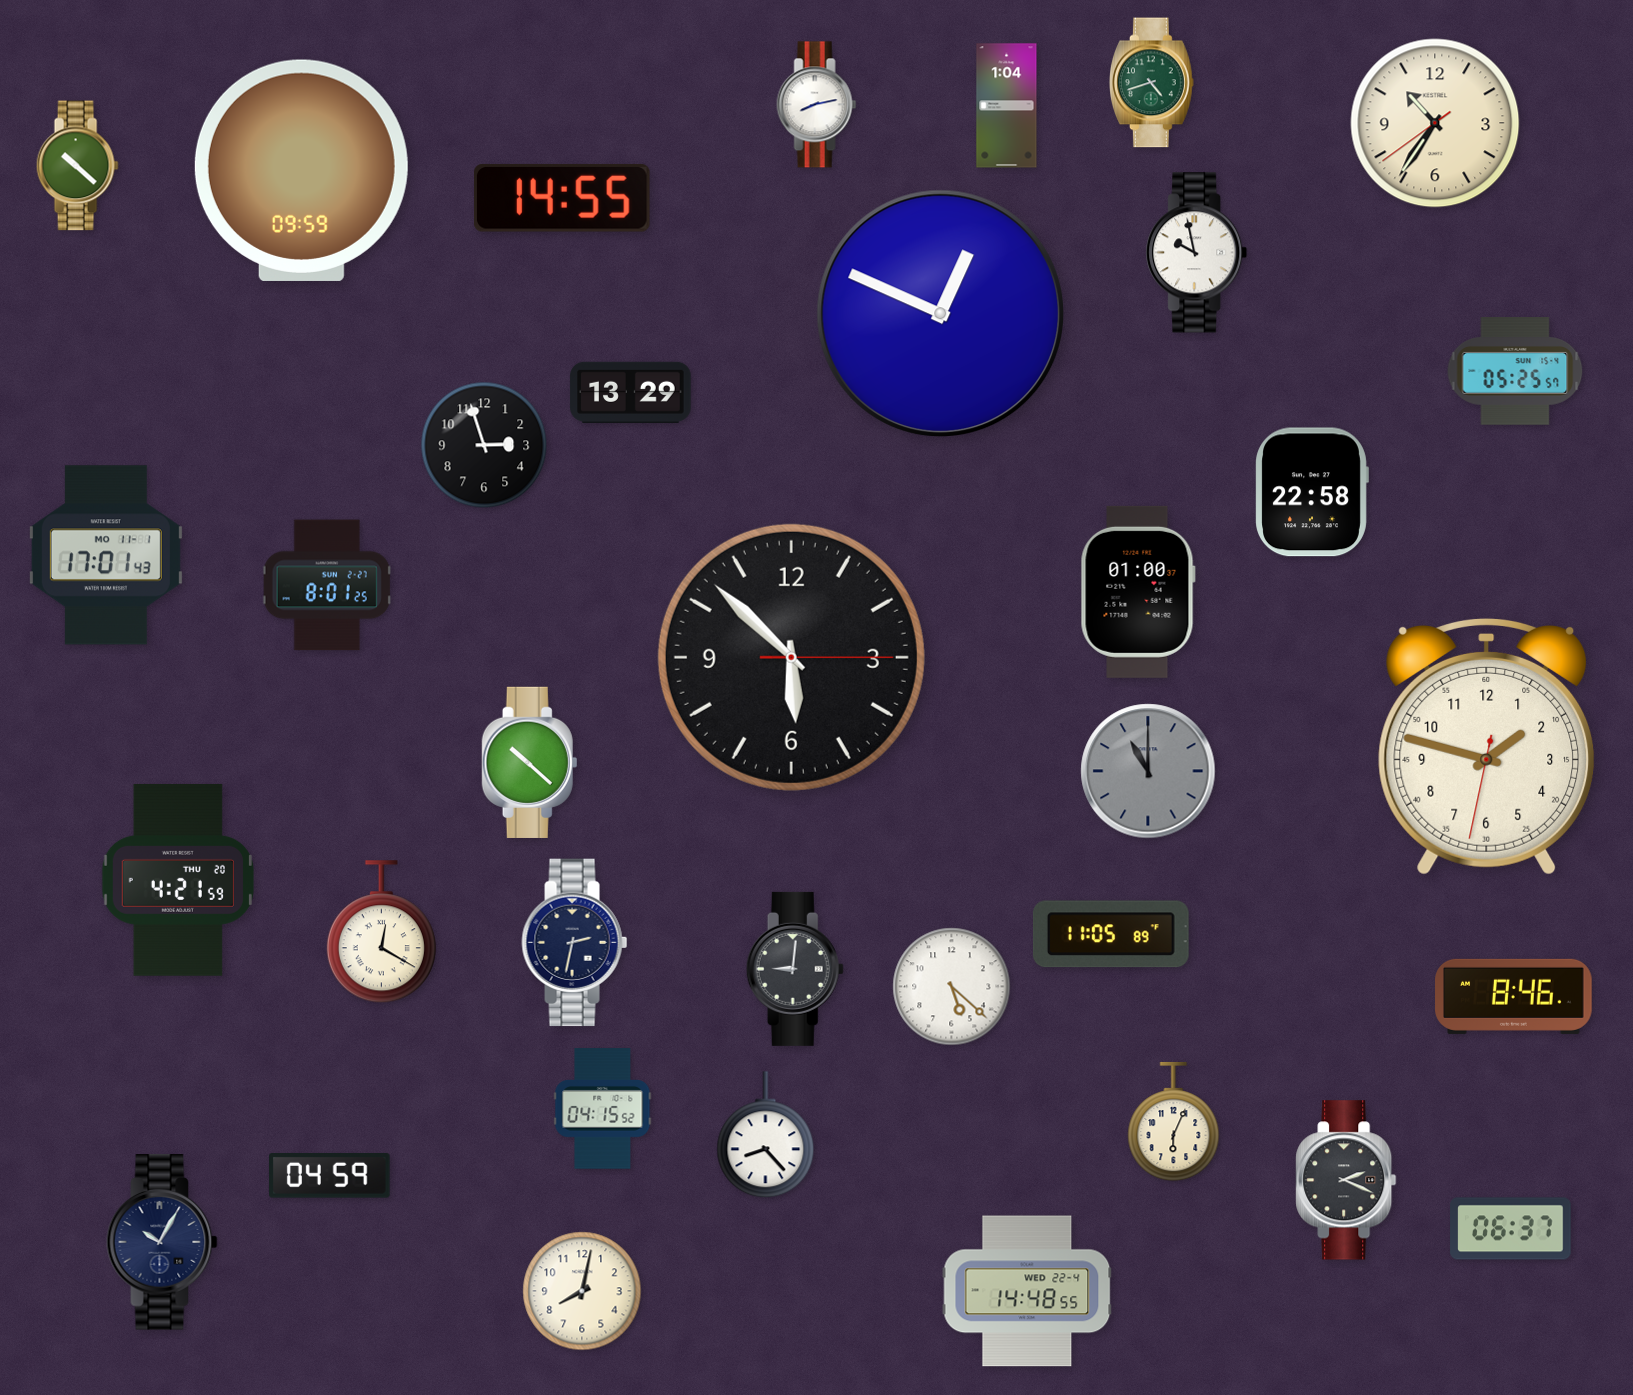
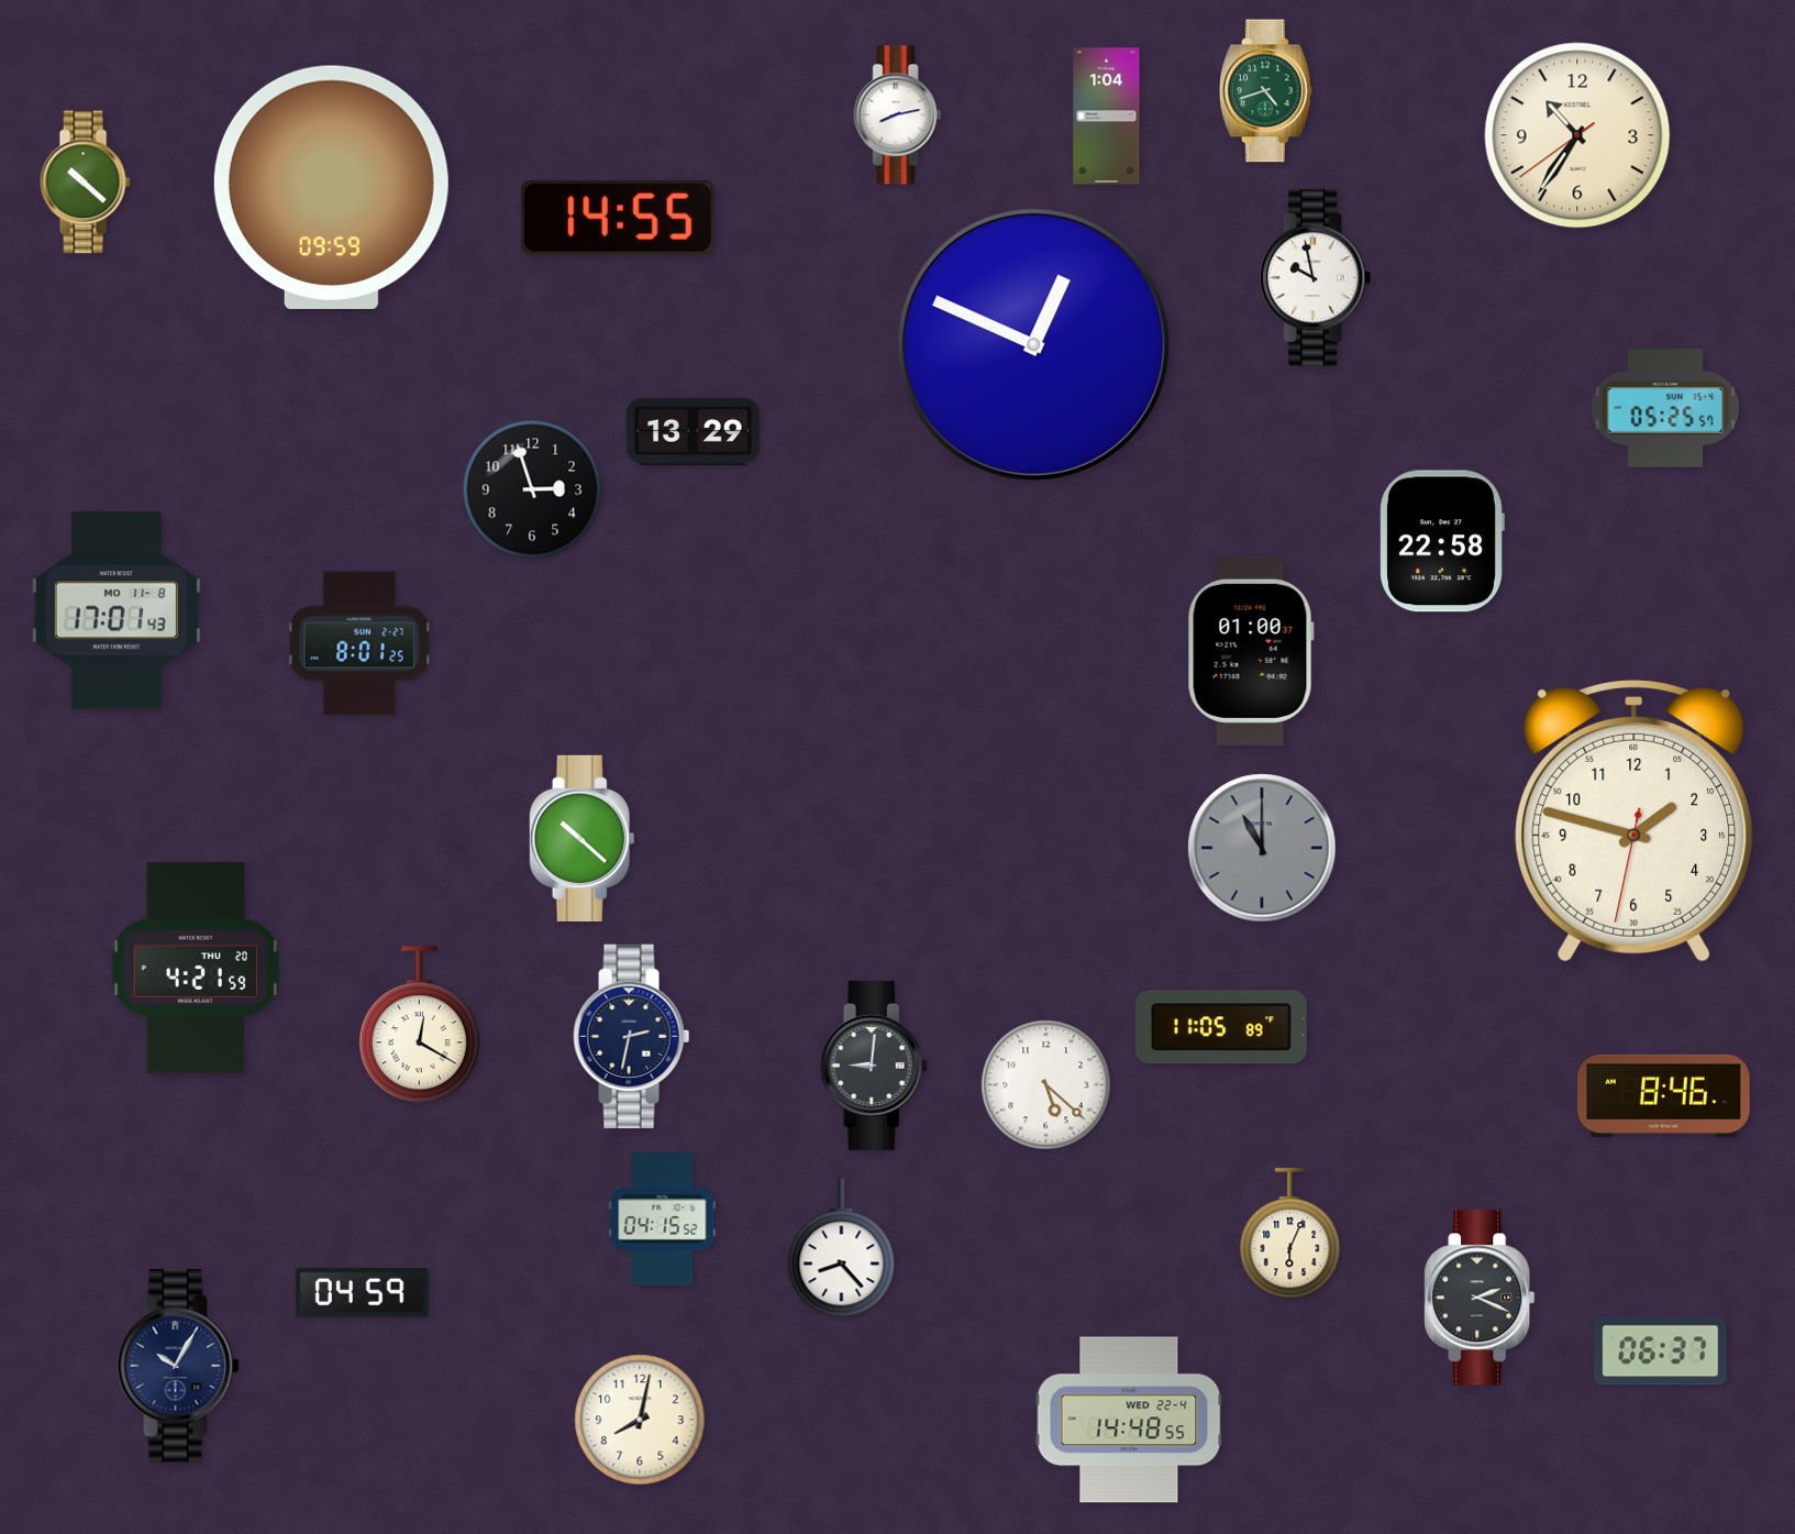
clock at (106, 555) date: MO 11-1 -> MO 11-8
clock at (791, 657): 5:52 -> none
